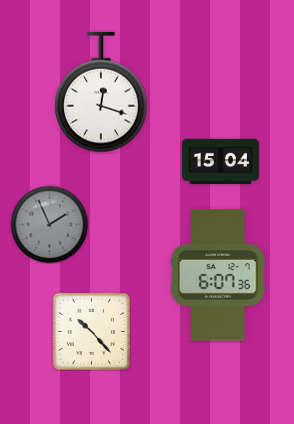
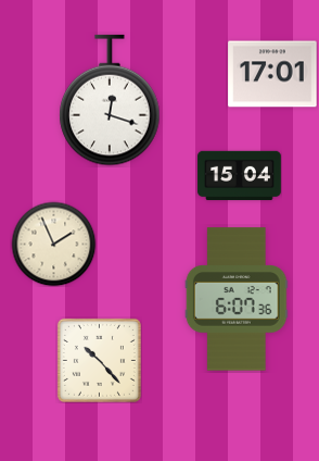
clock at (272, 74): none -> 17:01
clock at (49, 224) dial: grey -> cream
